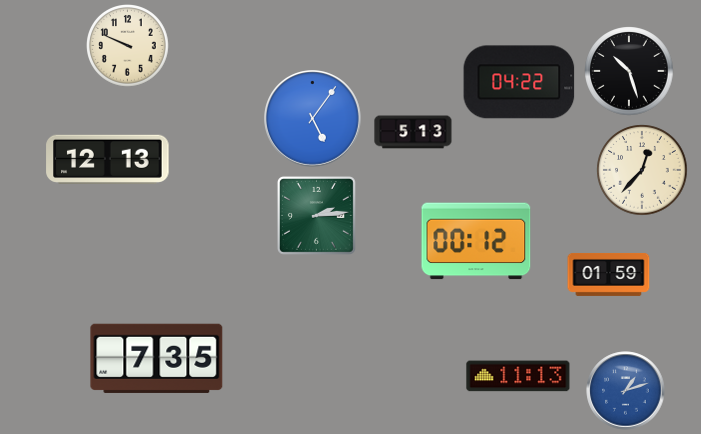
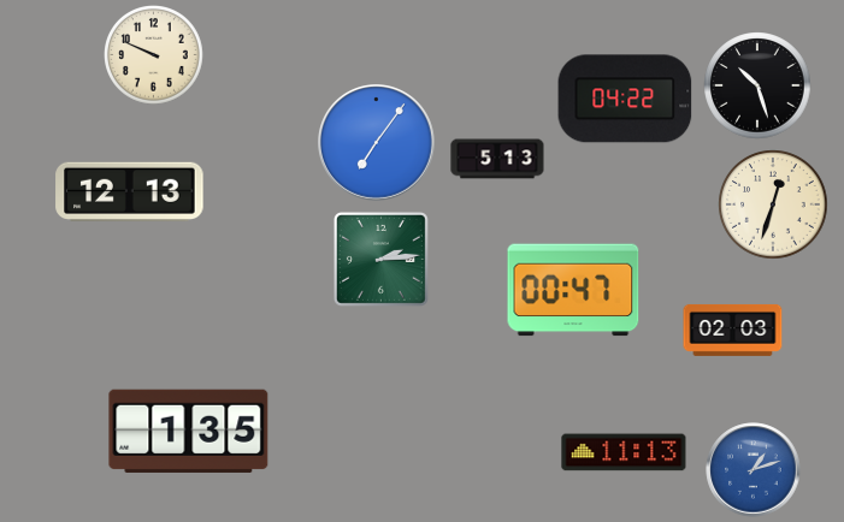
clock at (313, 119): 5:06 -> 7:06
clock at (642, 170): 12:37 -> 12:33
clock at (476, 241): 00:12 -> 00:47
clock at (609, 274): 01:59 -> 02:03
clock at (157, 358): 7:35 -> 1:35
